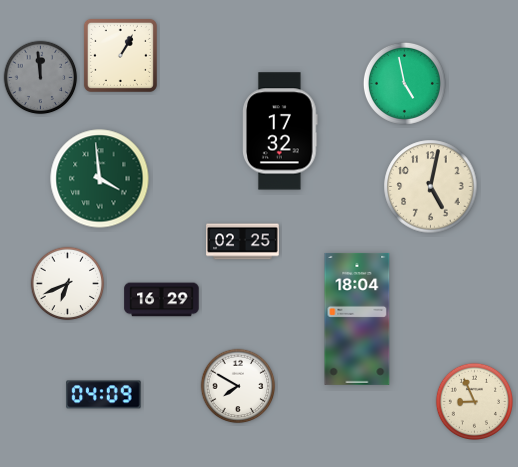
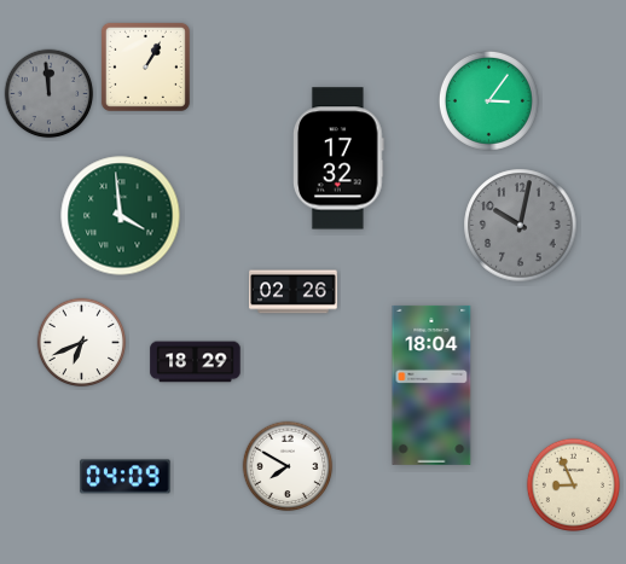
clock at (404, 83): 4:58 -> 3:06
clock at (431, 187): 5:02 -> 10:02
clock at (431, 187) dial: cream -> grey
clock at (243, 242): 02:25 -> 02:26
clock at (162, 300): 16:29 -> 18:29
